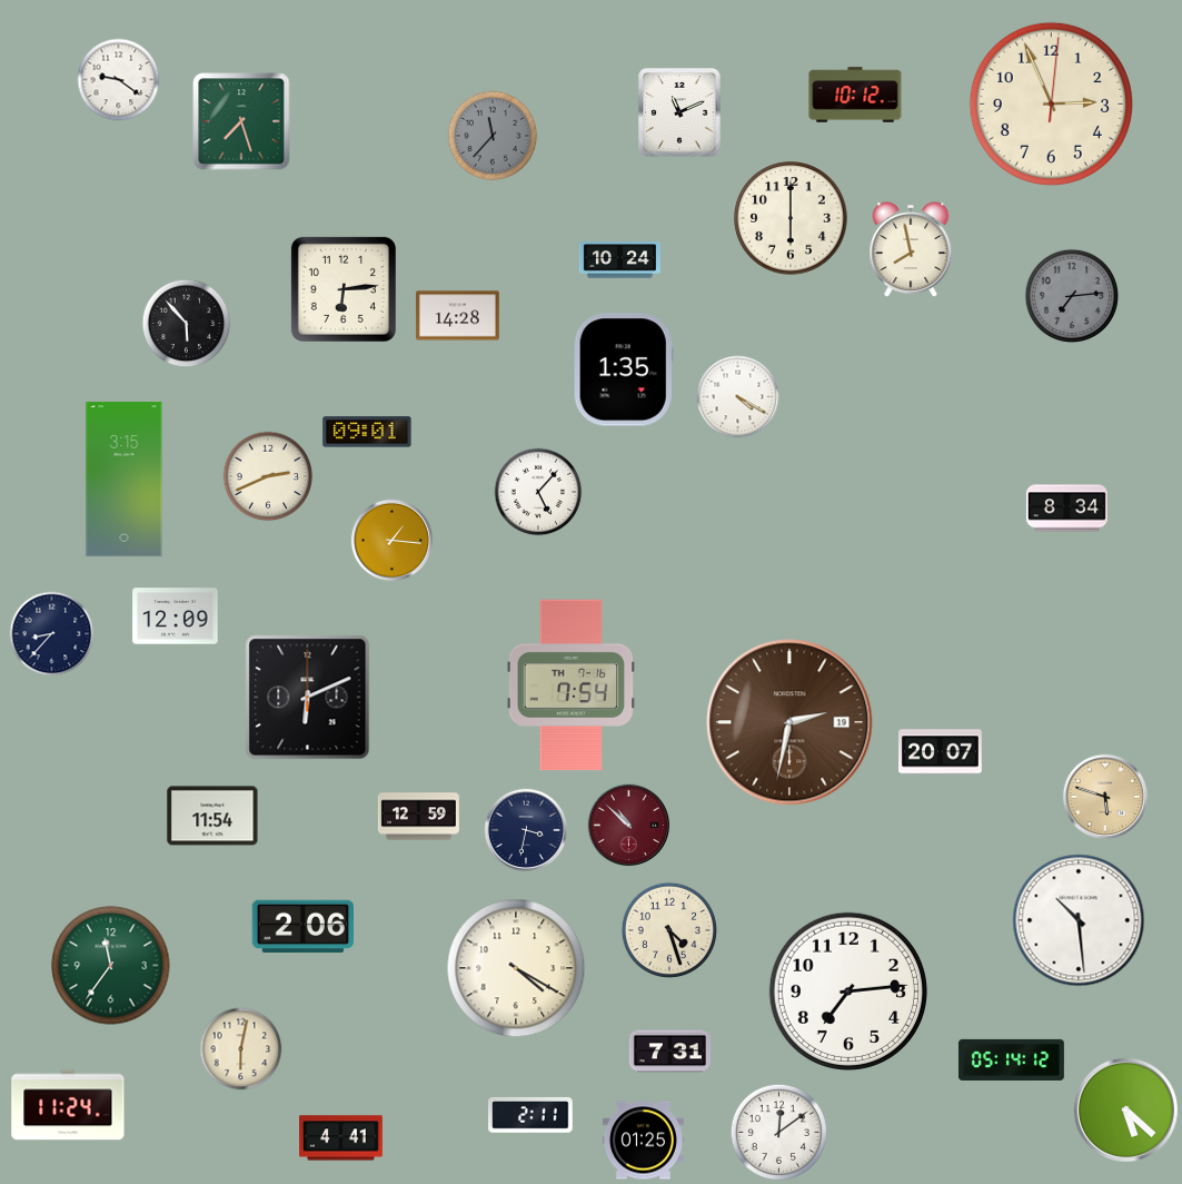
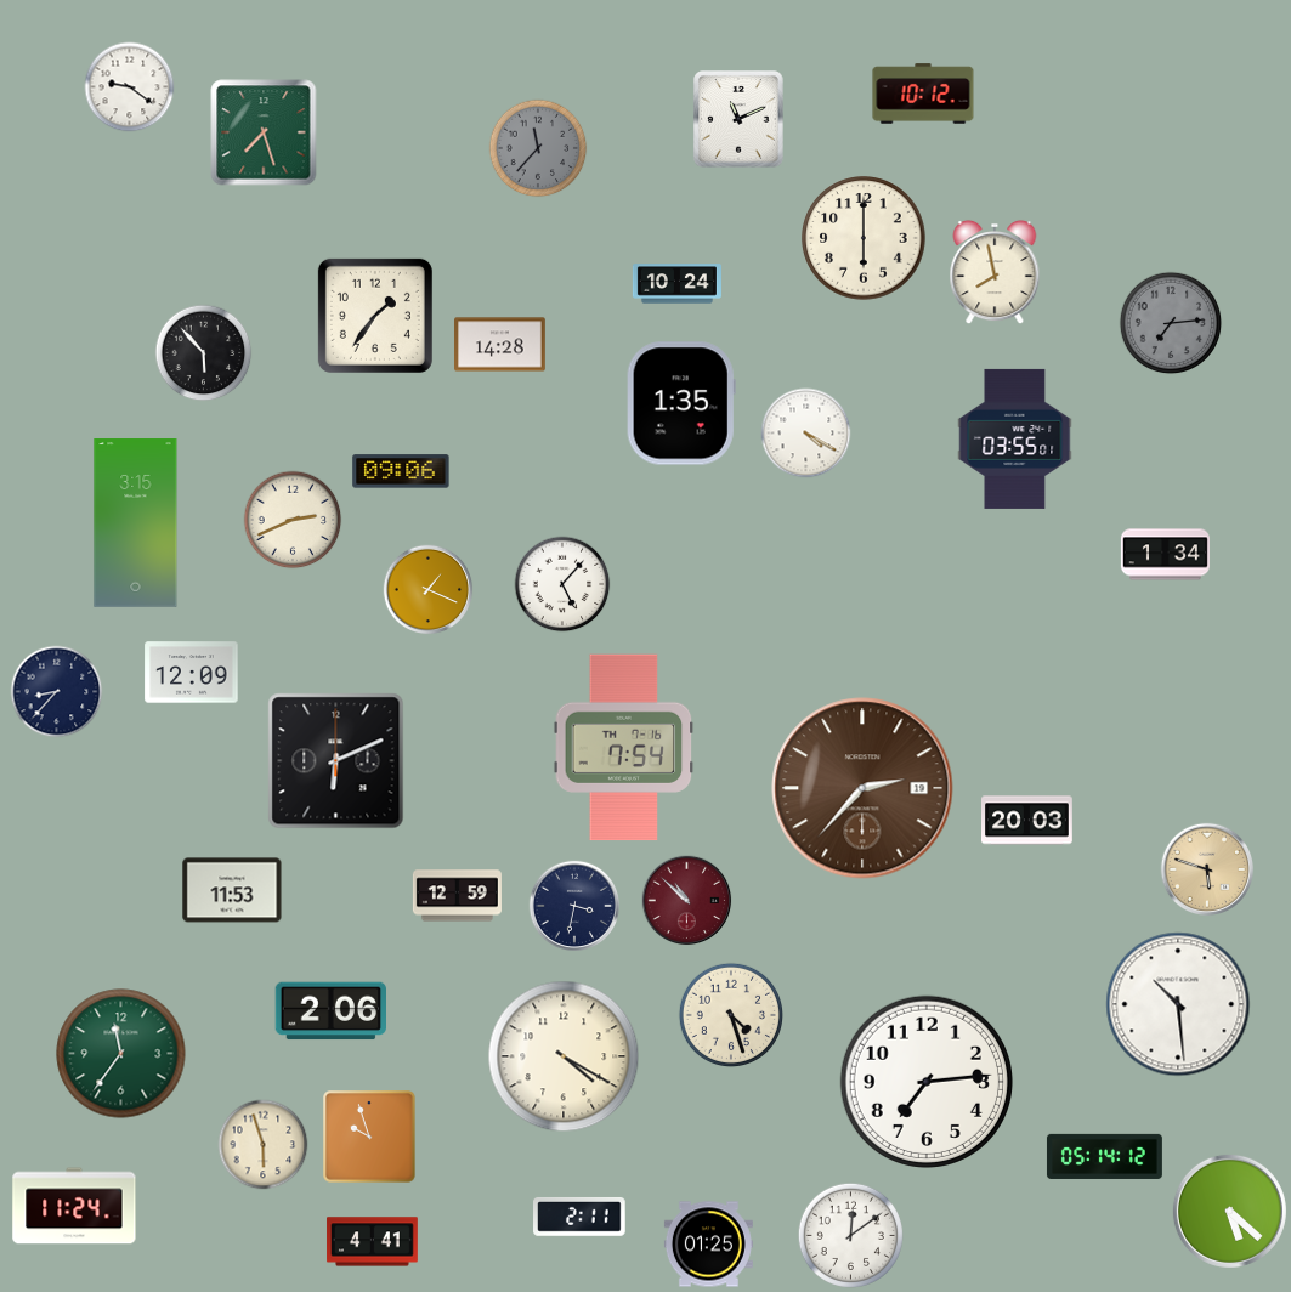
clock at (855, 95) position: (855, 95) -> (923, 93)
clock at (1051, 103): 2:56 -> none
clock at (679, 112) position: (679, 112) -> (738, 119)
clock at (344, 289): 6:14 -> 1:36
clock at (1015, 438): none -> 03:55
clock at (367, 432): 09:01 -> 09:06
clock at (538, 492) position: (538, 492) -> (562, 584)
clock at (1066, 509): 8:34 -> 1:34
clock at (393, 541): 1:16 -> 1:19
clock at (789, 722): 2:32 -> 2:37
clock at (941, 752): 20:07 -> 20:03
clock at (212, 816): 11:54 -> 11:53
clock at (418, 817) position: (418, 817) -> (457, 896)
clock at (370, 1138): none -> 9:57
clock at (241, 1049): 6:02 -> 5:57
clock at (669, 1052): 7:31 -> none
clock at (643, 1141) position: (643, 1141) -> (708, 1245)
